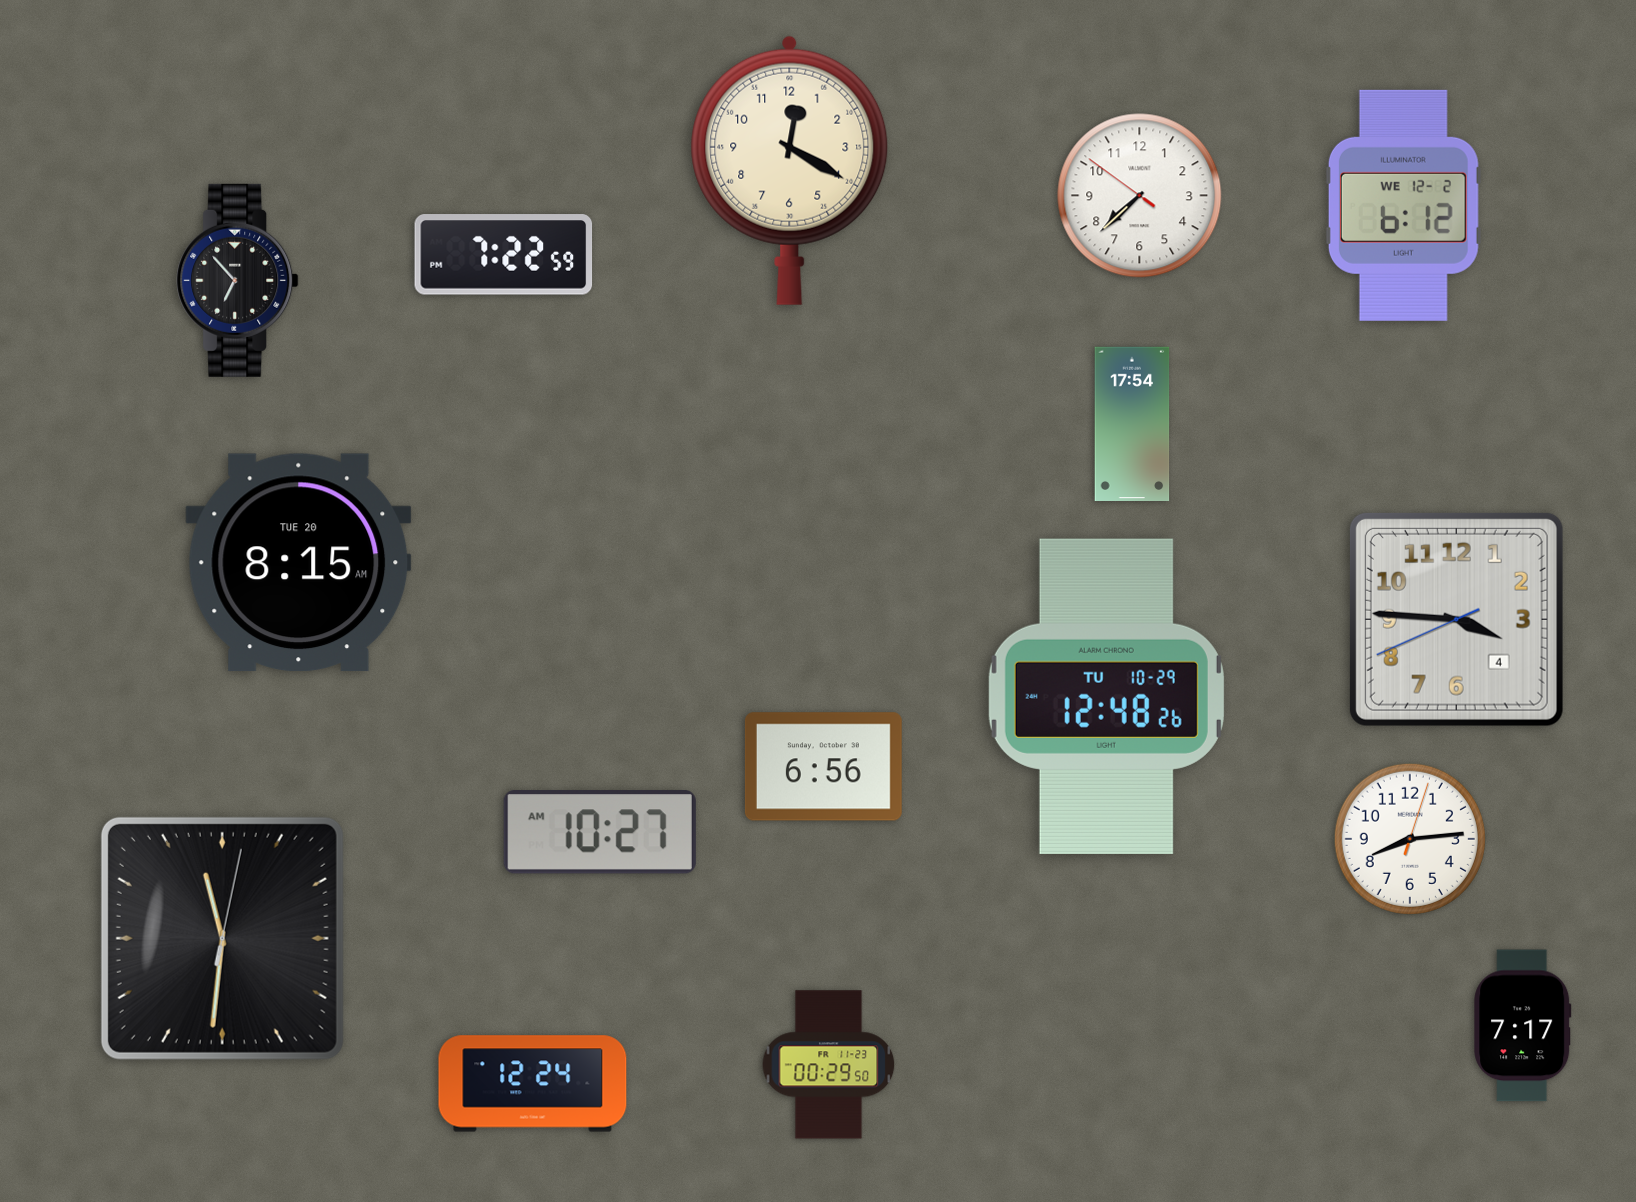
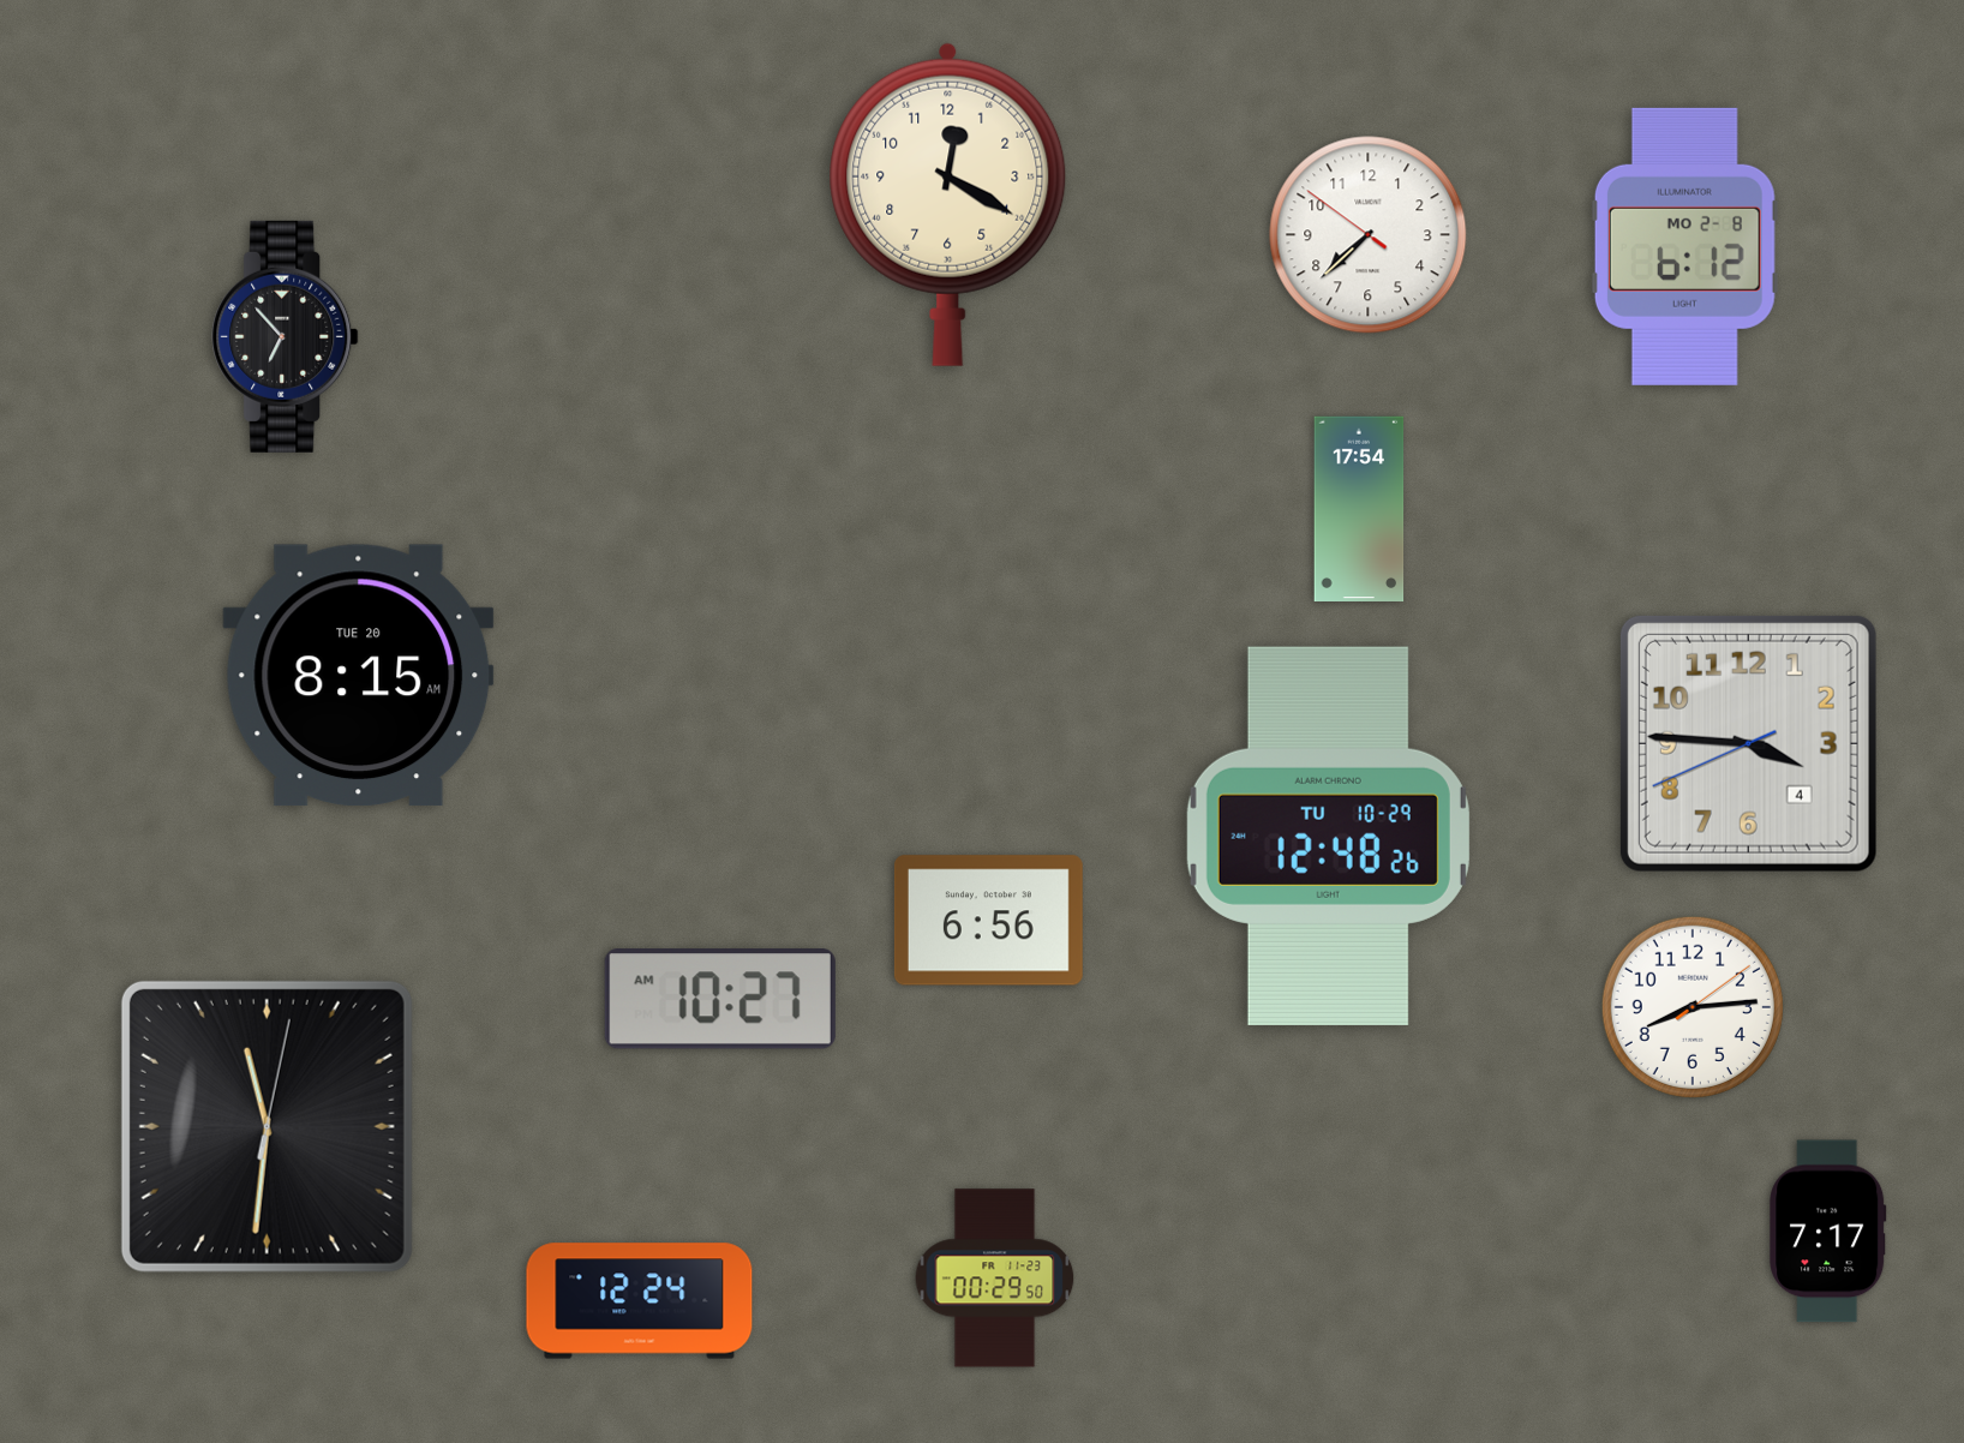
clock at (1403, 205) date: WE 12-2 -> MO 2-8
clock at (504, 255): 7:22 -> none
clock at (1410, 839): 8:14:03 -> 8:14:09
